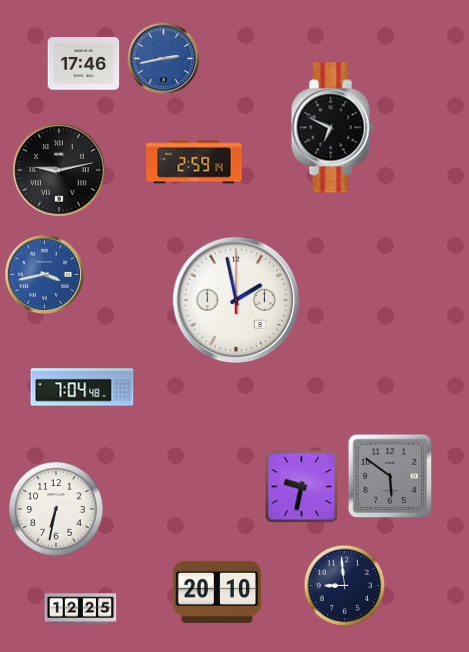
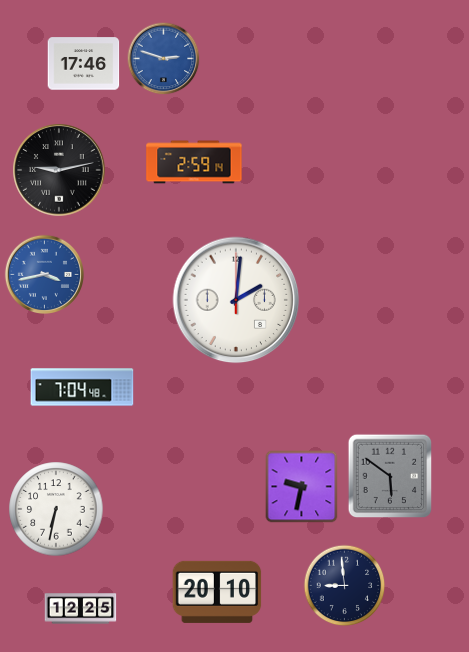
clock at (164, 59): 2:43 -> 2:48
clock at (332, 128): 6:49 -> none
clock at (236, 300): 1:58 -> 2:01
